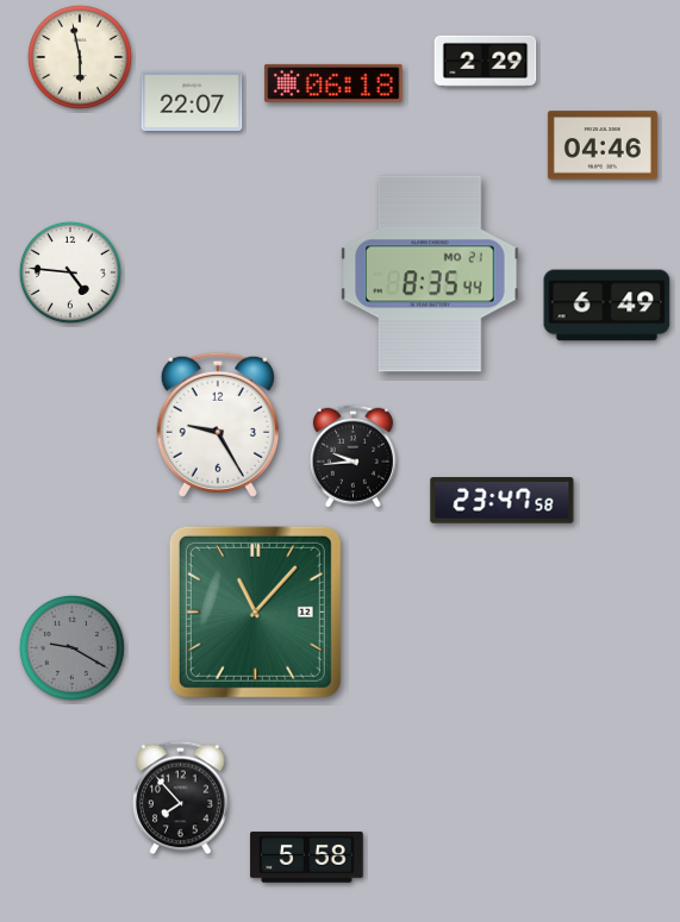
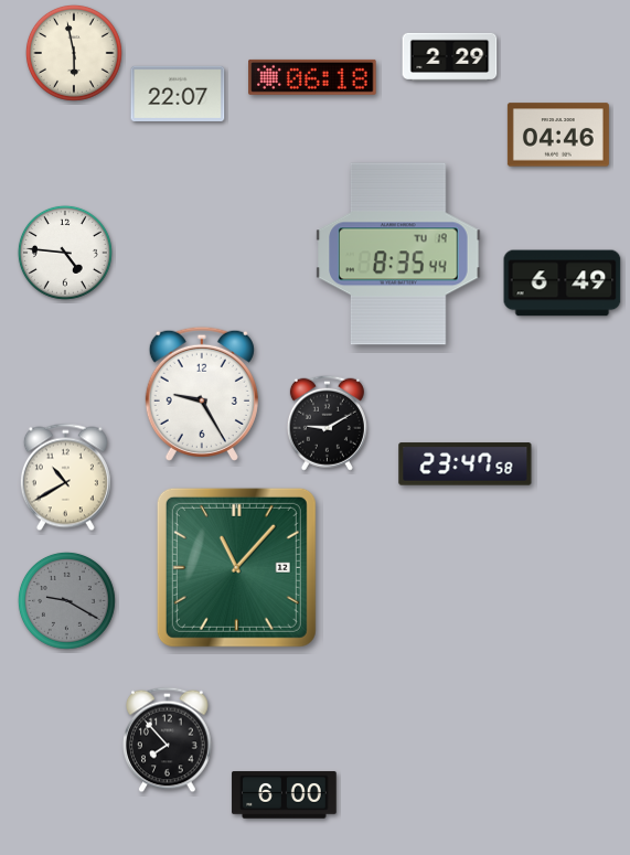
clock at (333, 83) position: (333, 83) -> (312, 77)
clock at (430, 274) date: MO 21 -> TU 19
clock at (353, 456): 9:44 -> 9:10
clock at (65, 478): none -> 10:40
clock at (307, 858): 5:58 -> 6:00
